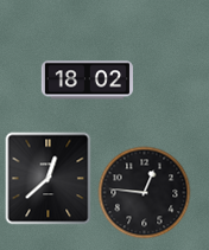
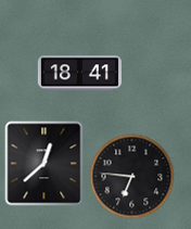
clock at (87, 81): 18:02 -> 18:41
clock at (144, 192): 12:46 -> 6:46
